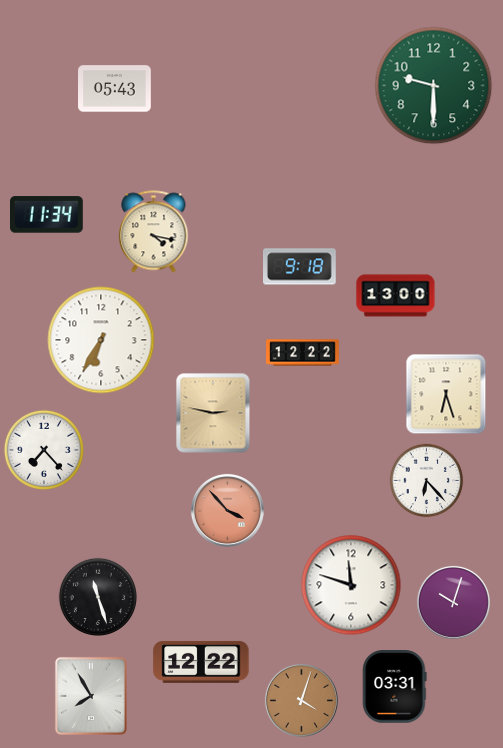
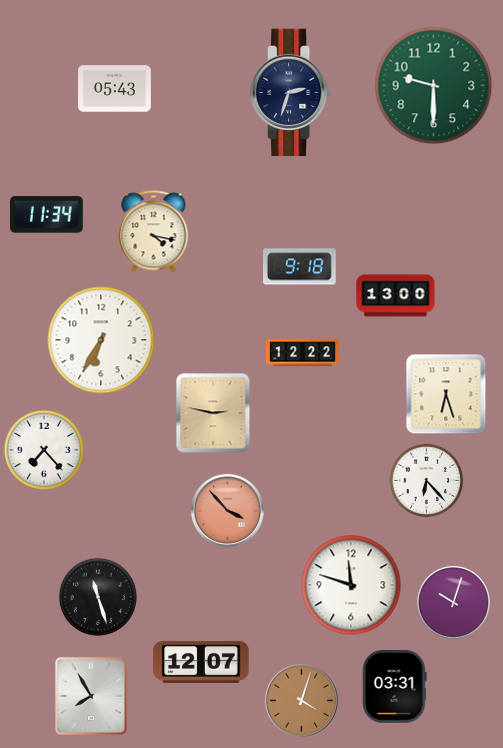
clock at (291, 93): none -> 2:33
clock at (201, 662): 12:22 -> 12:07
